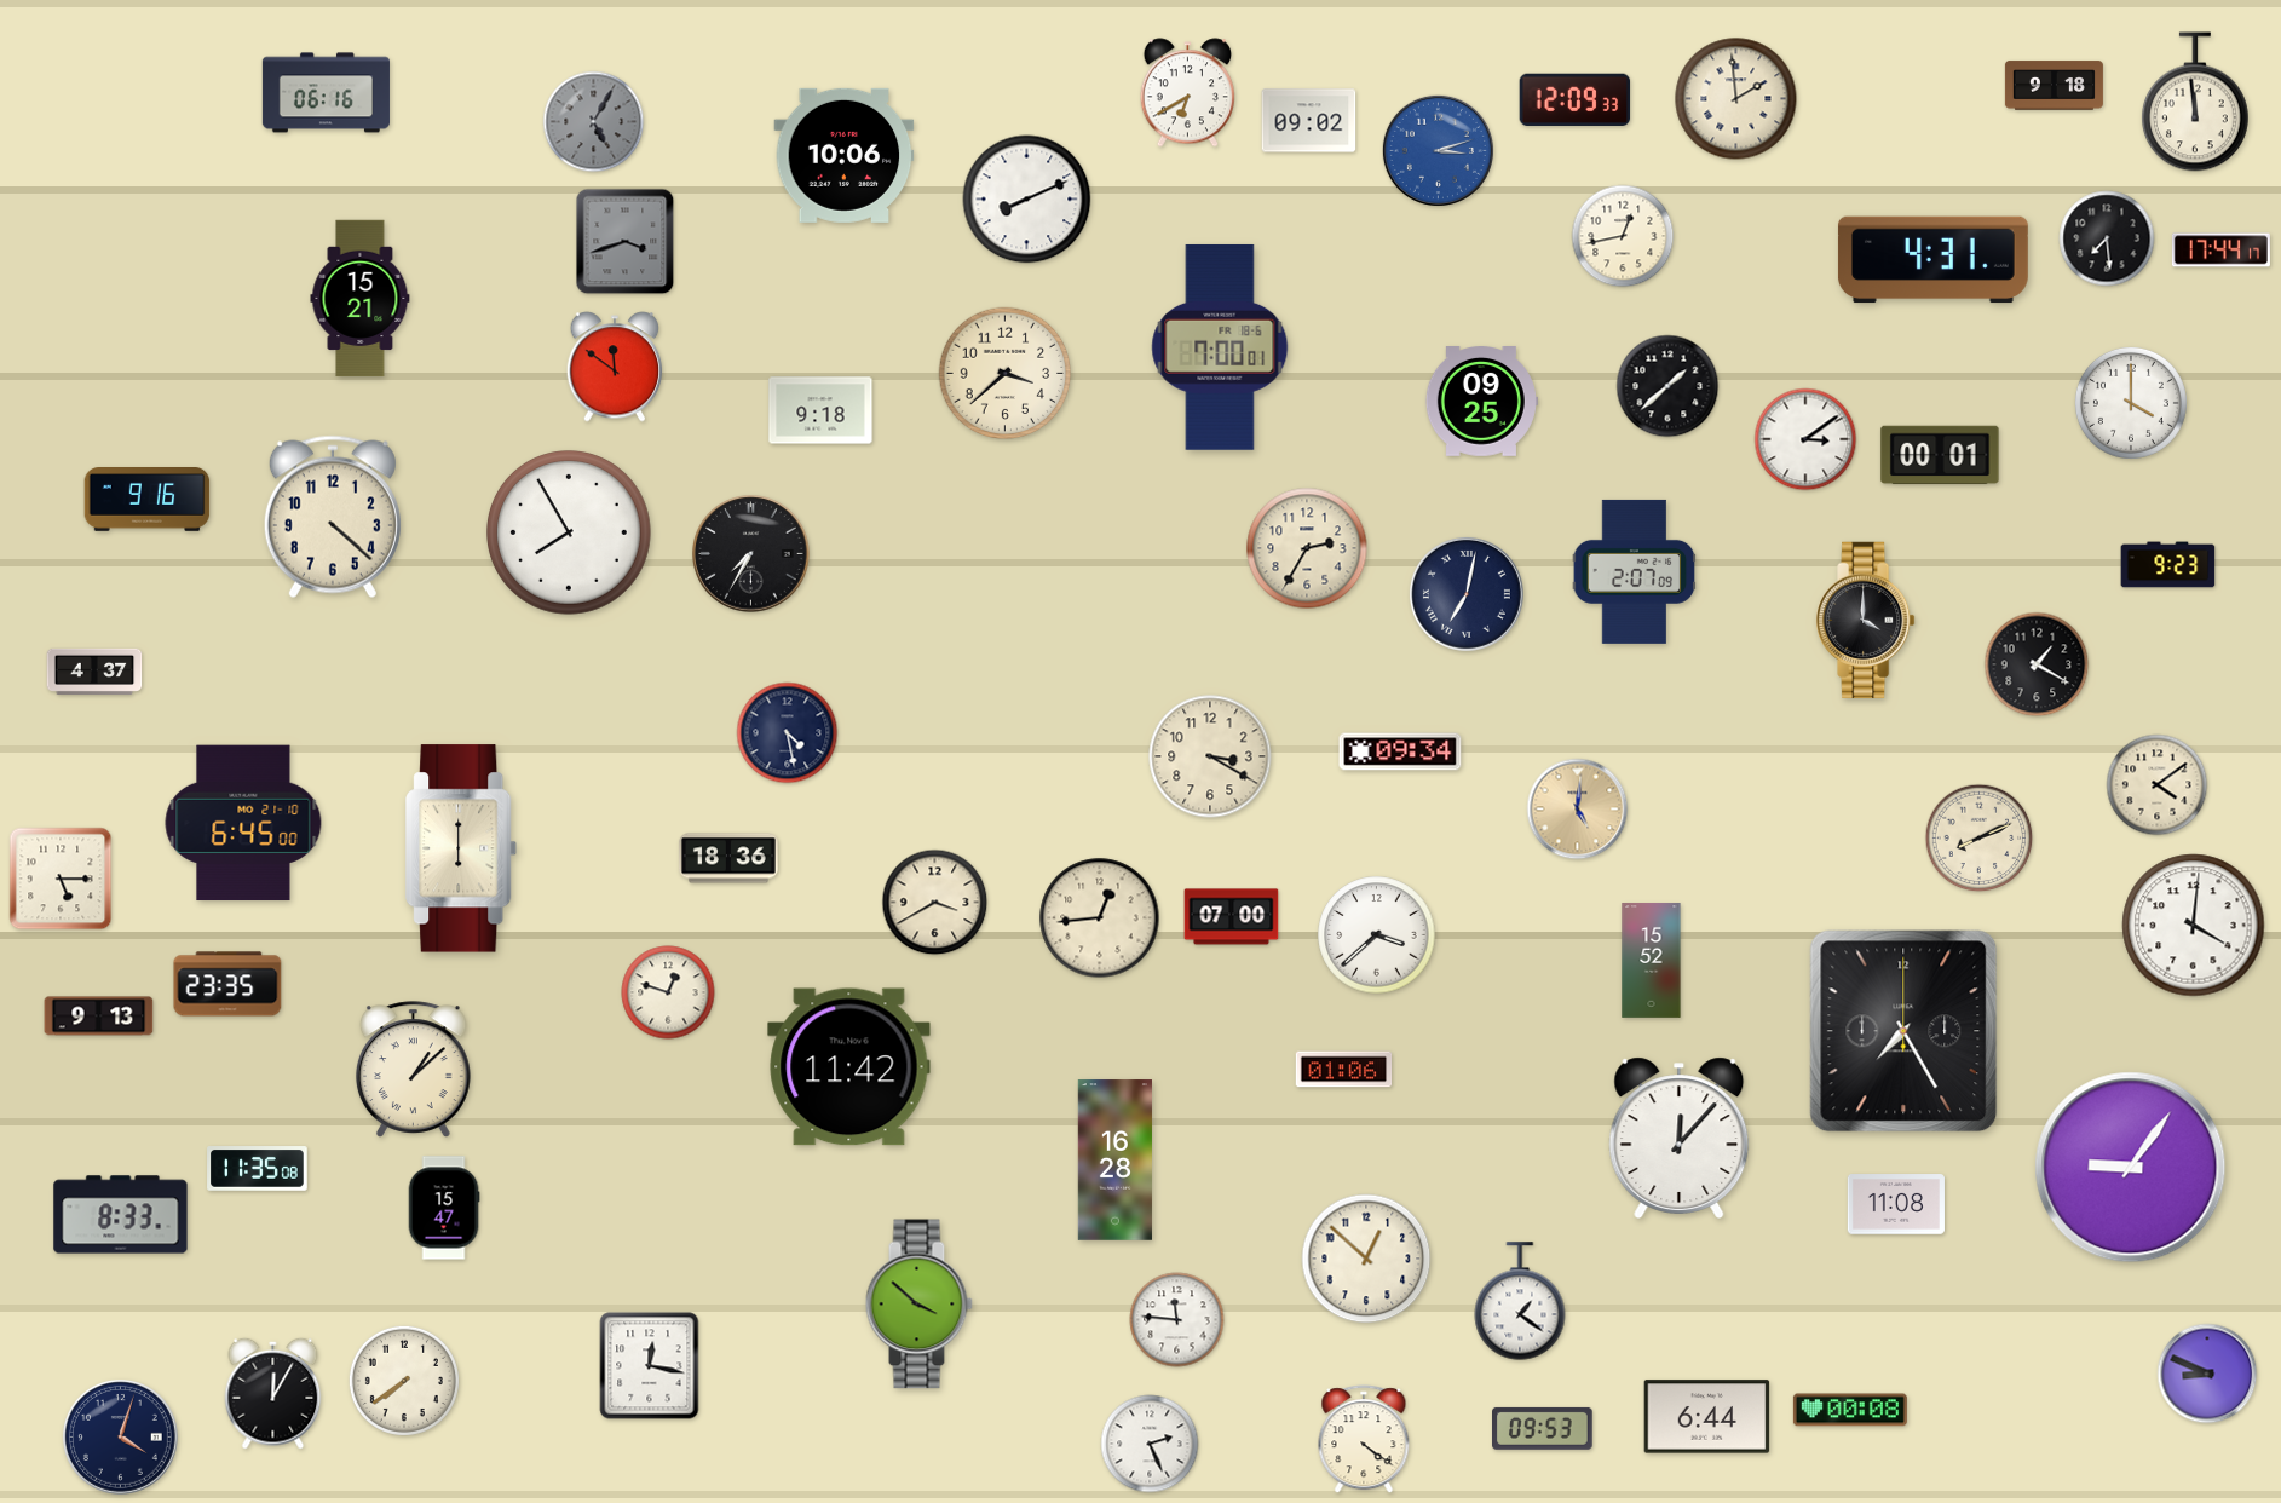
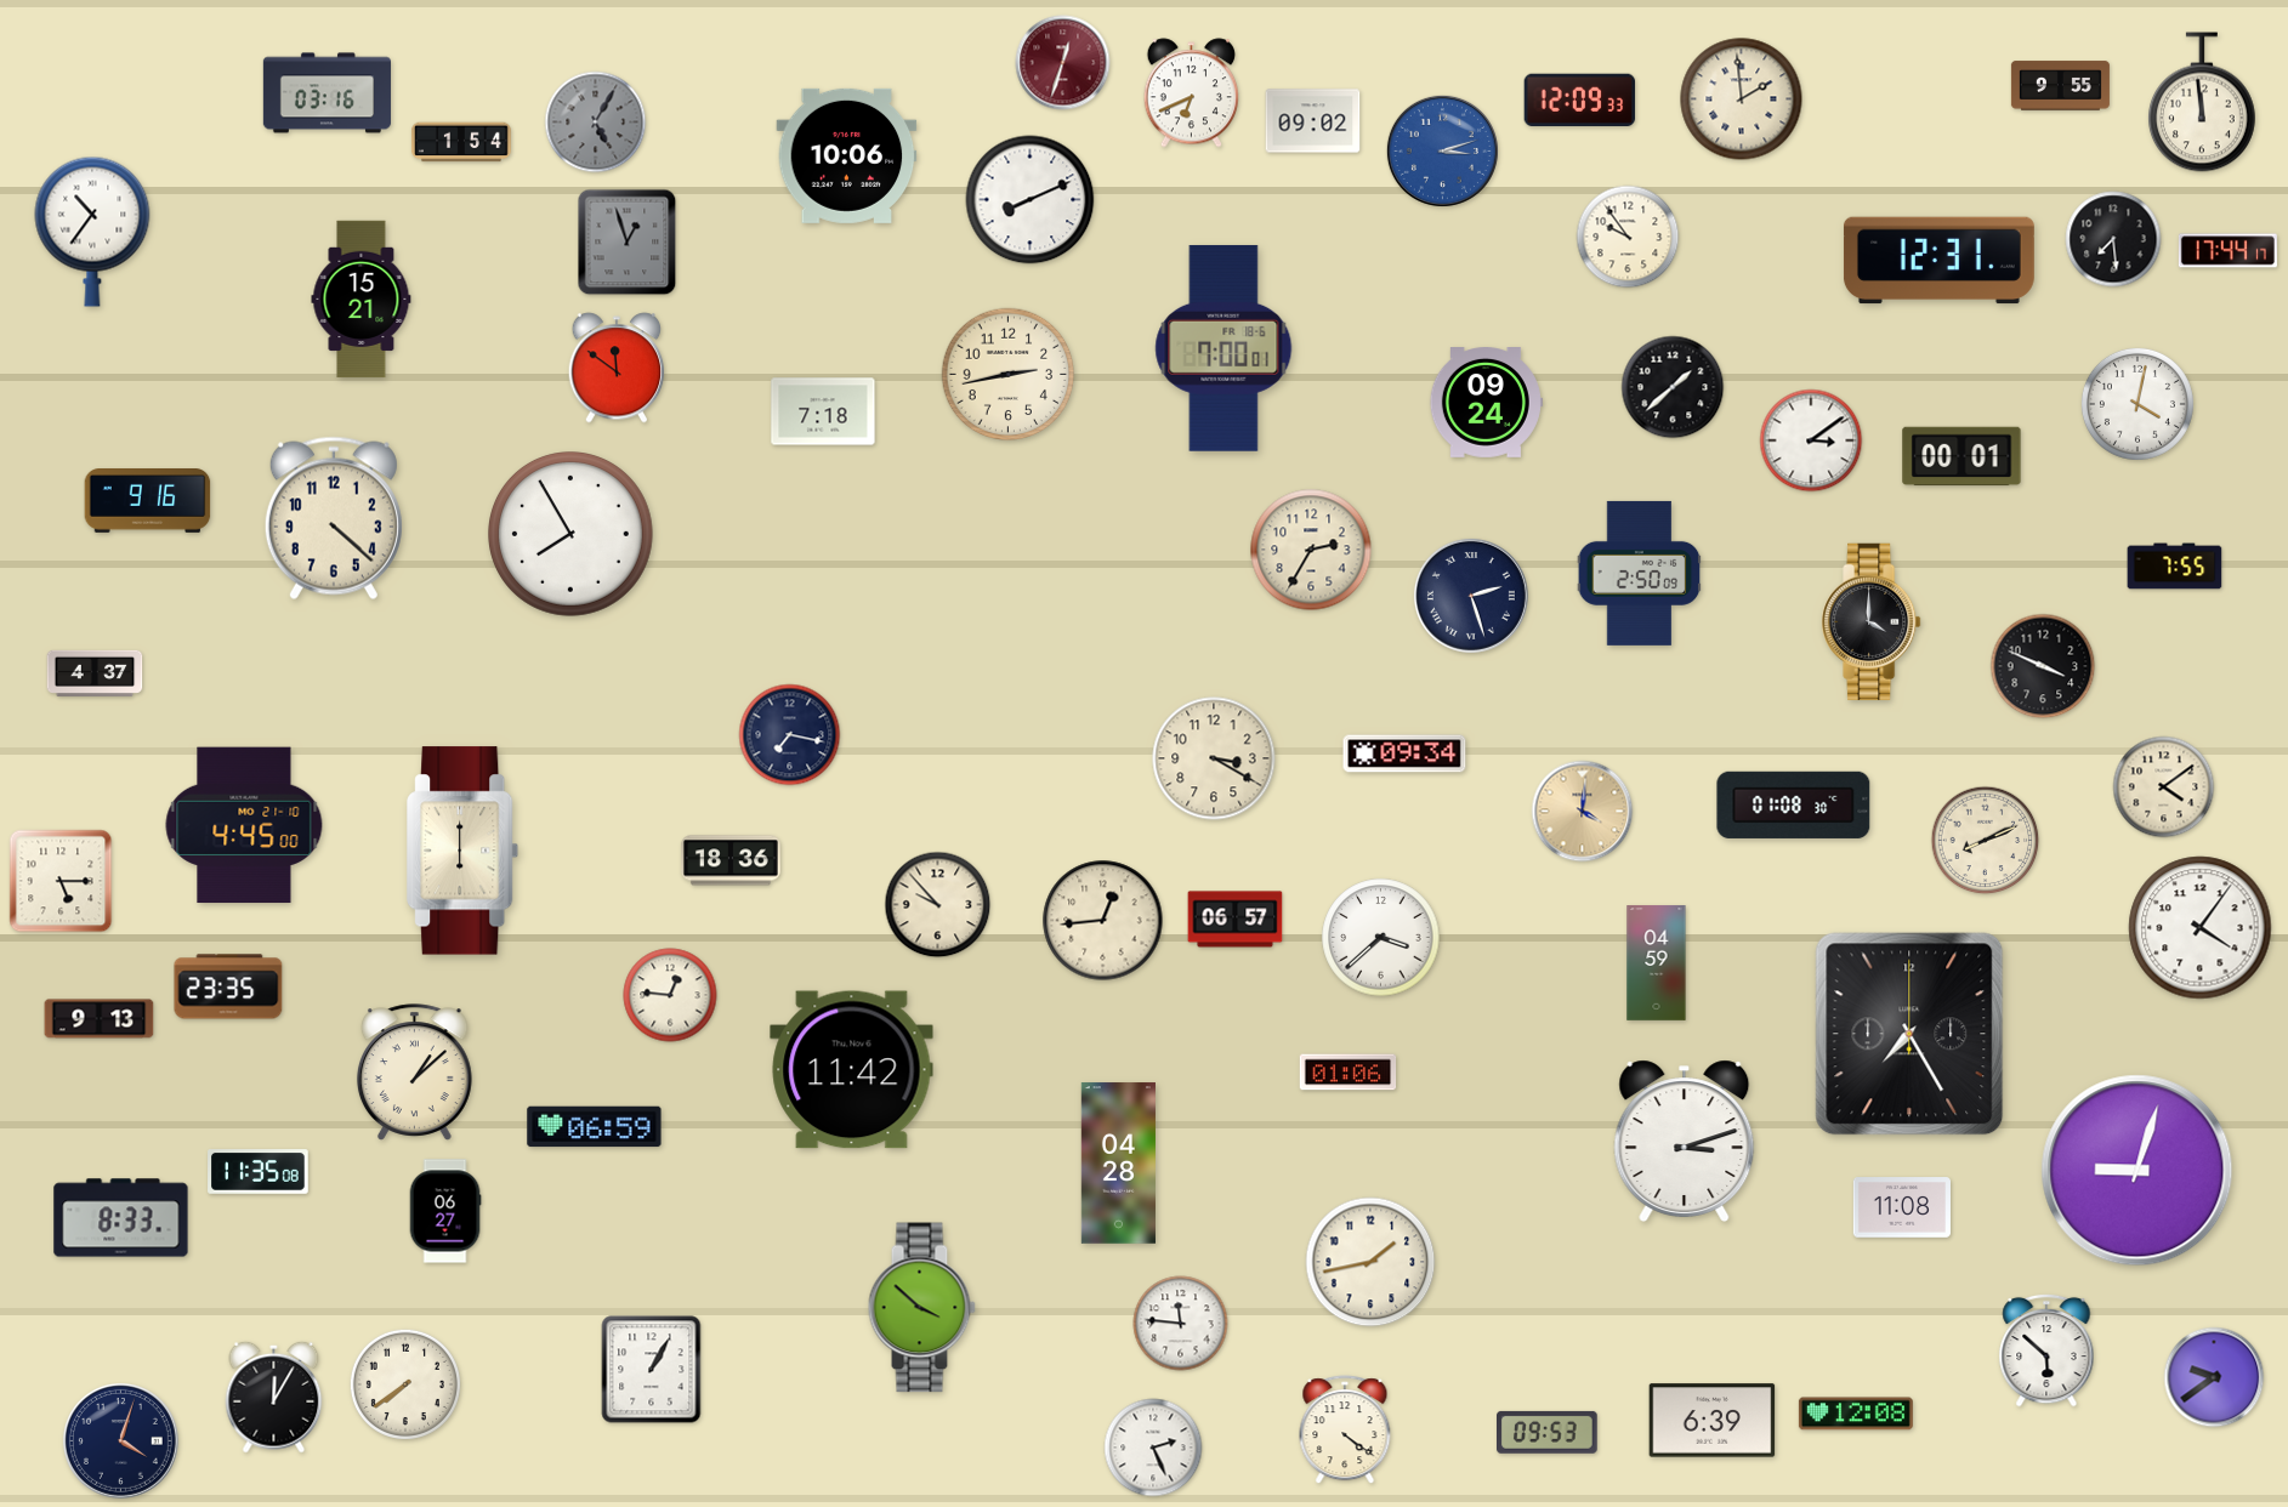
clock at (1063, 63): none -> 12:33
clock at (2054, 86): 9:18 -> 9:55
clock at (326, 93): 06:16 -> 03:16
clock at (1187, 93): 6:40 -> 6:41
clock at (461, 142): none -> 1:54
clock at (92, 232): none -> 10:36
clock at (1623, 236): 12:43 -> 9:54
clock at (626, 242): 3:42 -> 12:57
clock at (1932, 260): 4:31 -> 12:31
clock at (1006, 374): 3:38 -> 2:43
clock at (1481, 402): 09:25 -> 09:24
clock at (2131, 403): 4:00 -> 4:02
clock at (820, 410): 9:18 -> 7:18
clock at (1940, 455) position: (1940, 455) -> (1961, 456)
clock at (751, 554): 7:35 -> none
clock at (2168, 565): 9:23 -> 7:55
clock at (1635, 571): 2:07 -> 2:50
clock at (1467, 594): 7:02 -> 2:27
clock at (2037, 664): 1:20 -> 3:49
clock at (788, 733): 4:28 -> 7:17
clock at (1794, 804): none -> 01:08
clock at (1578, 810): 5:01 -> 4:01
clock at (243, 823): 6:45 -> 4:45
clock at (935, 903): 3:40 -> 9:53
clock at (1232, 917): 07:00 -> 06:57
clock at (2194, 926): 4:01 -> 4:06
clock at (1652, 961): 15:52 -> 04:59
clock at (668, 992): 12:48 -> 12:46
clock at (595, 1127): none -> 06:59
clock at (1680, 1138): 12:07 -> 3:12
clock at (1114, 1161): 16:28 -> 04:28
clock at (2131, 1168): 9:06 -> 9:03
clock at (444, 1208): 15:47 -> 06:27
clock at (1366, 1259): 12:52 -> 1:43
clock at (1520, 1301): 1:21 -> none
clock at (2046, 1350): none -> 5:52
clock at (650, 1366): 12:17 -> 1:05
clock at (2207, 1374): 8:49 -> 9:39
clock at (1850, 1410): 00:08 -> 12:08
clock at (1707, 1417): 6:44 -> 6:39
clock at (1364, 1440) position: (1364, 1440) -> (1345, 1431)
